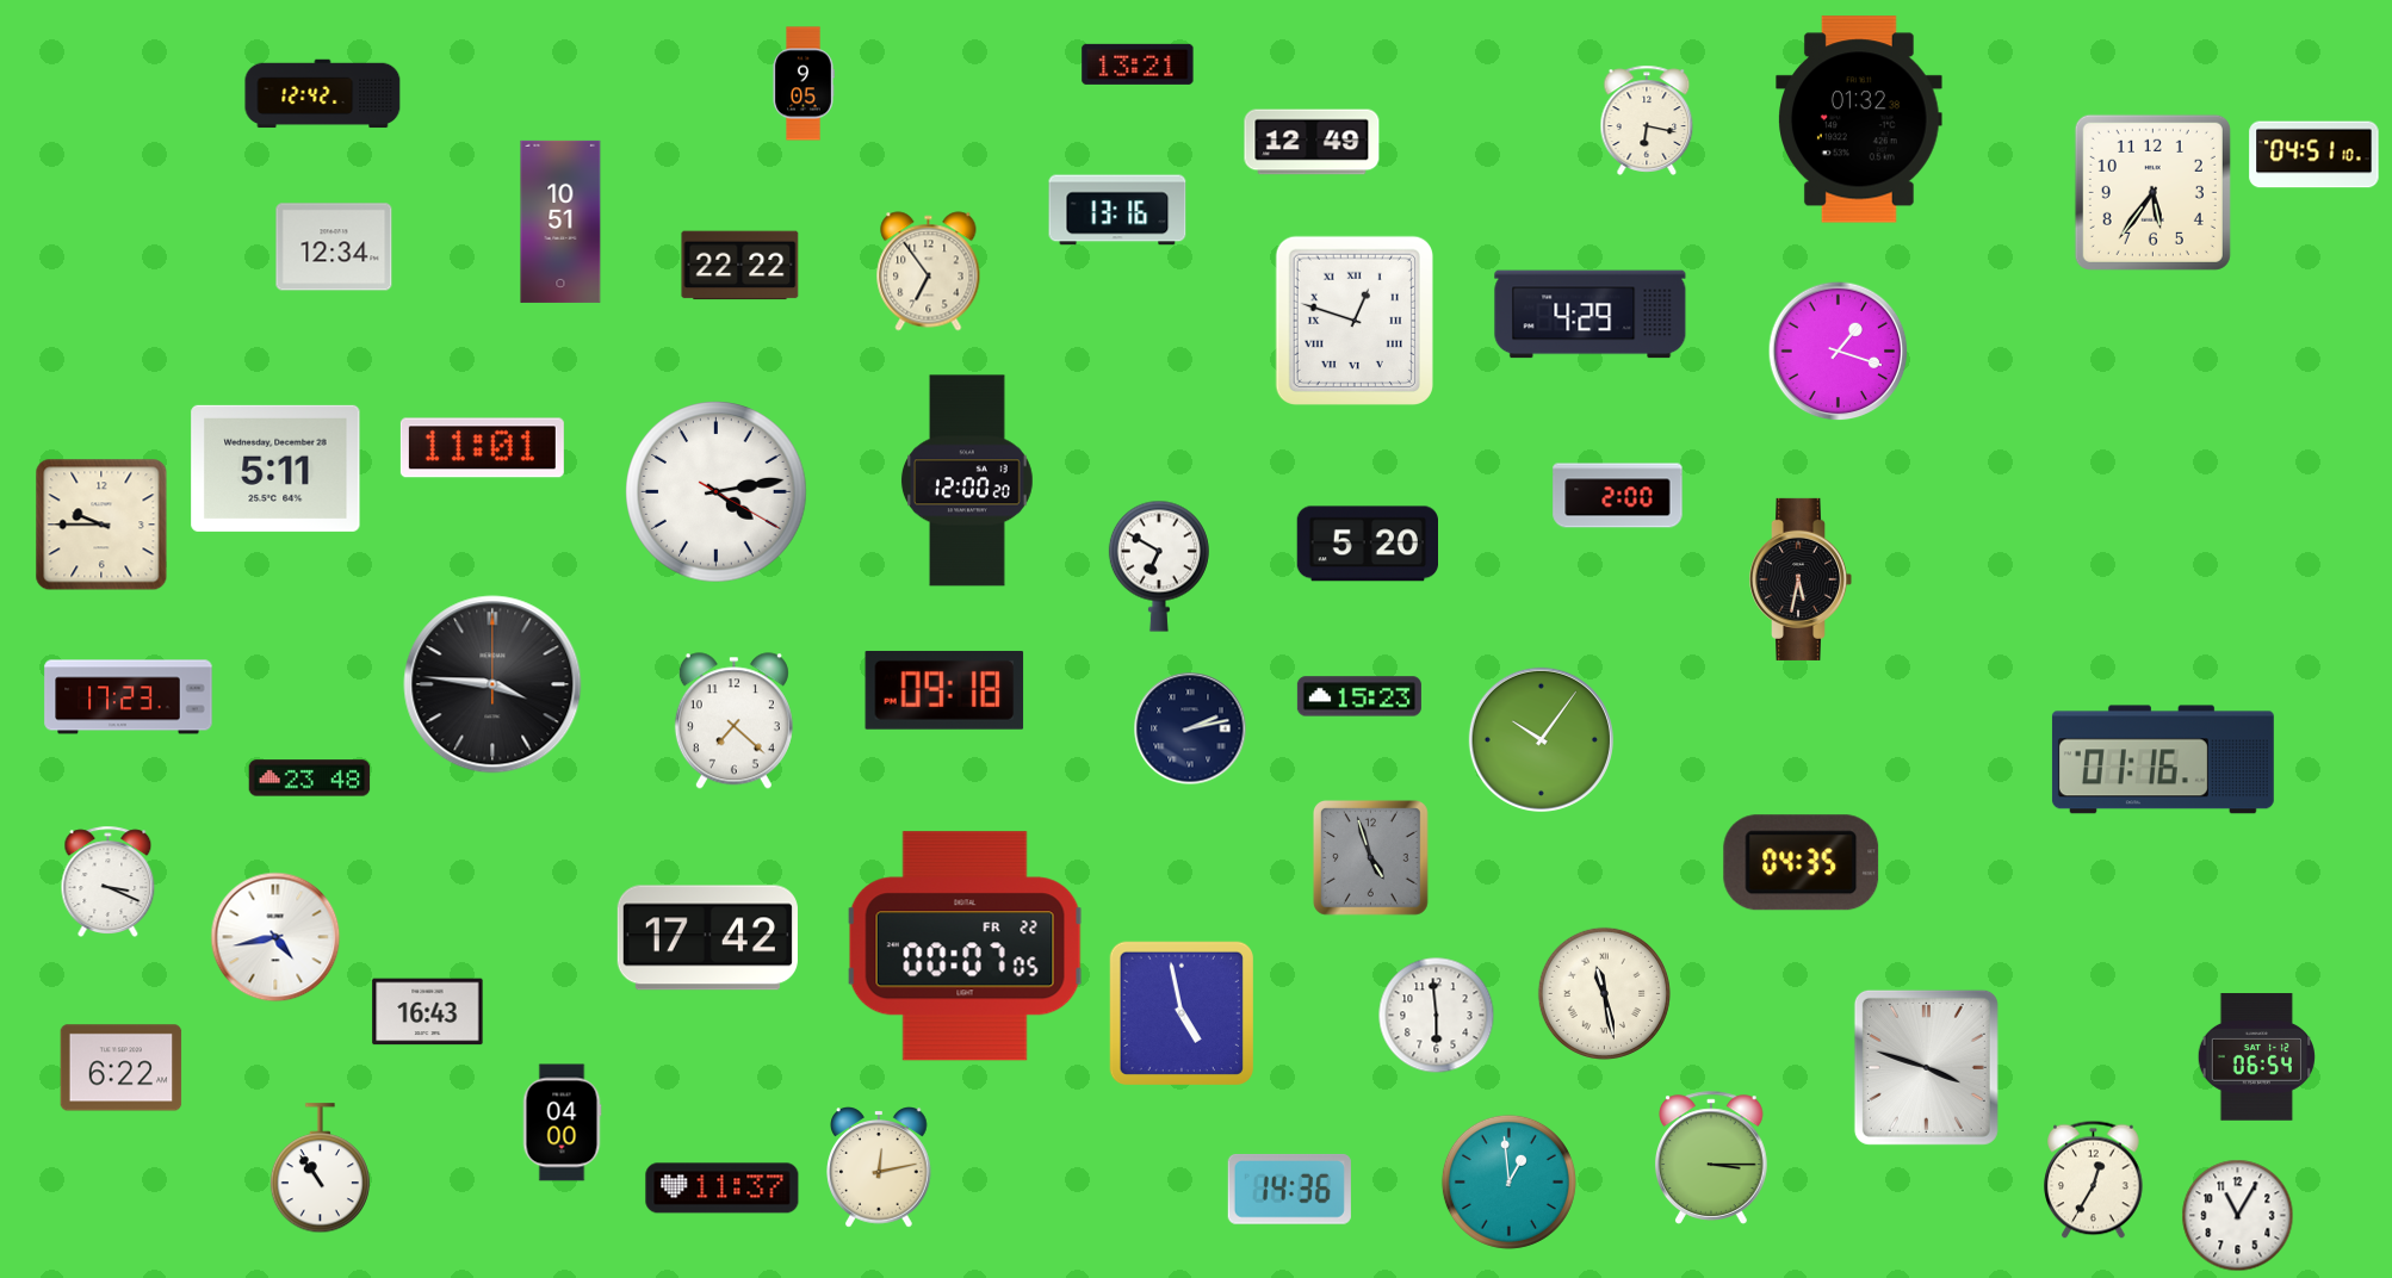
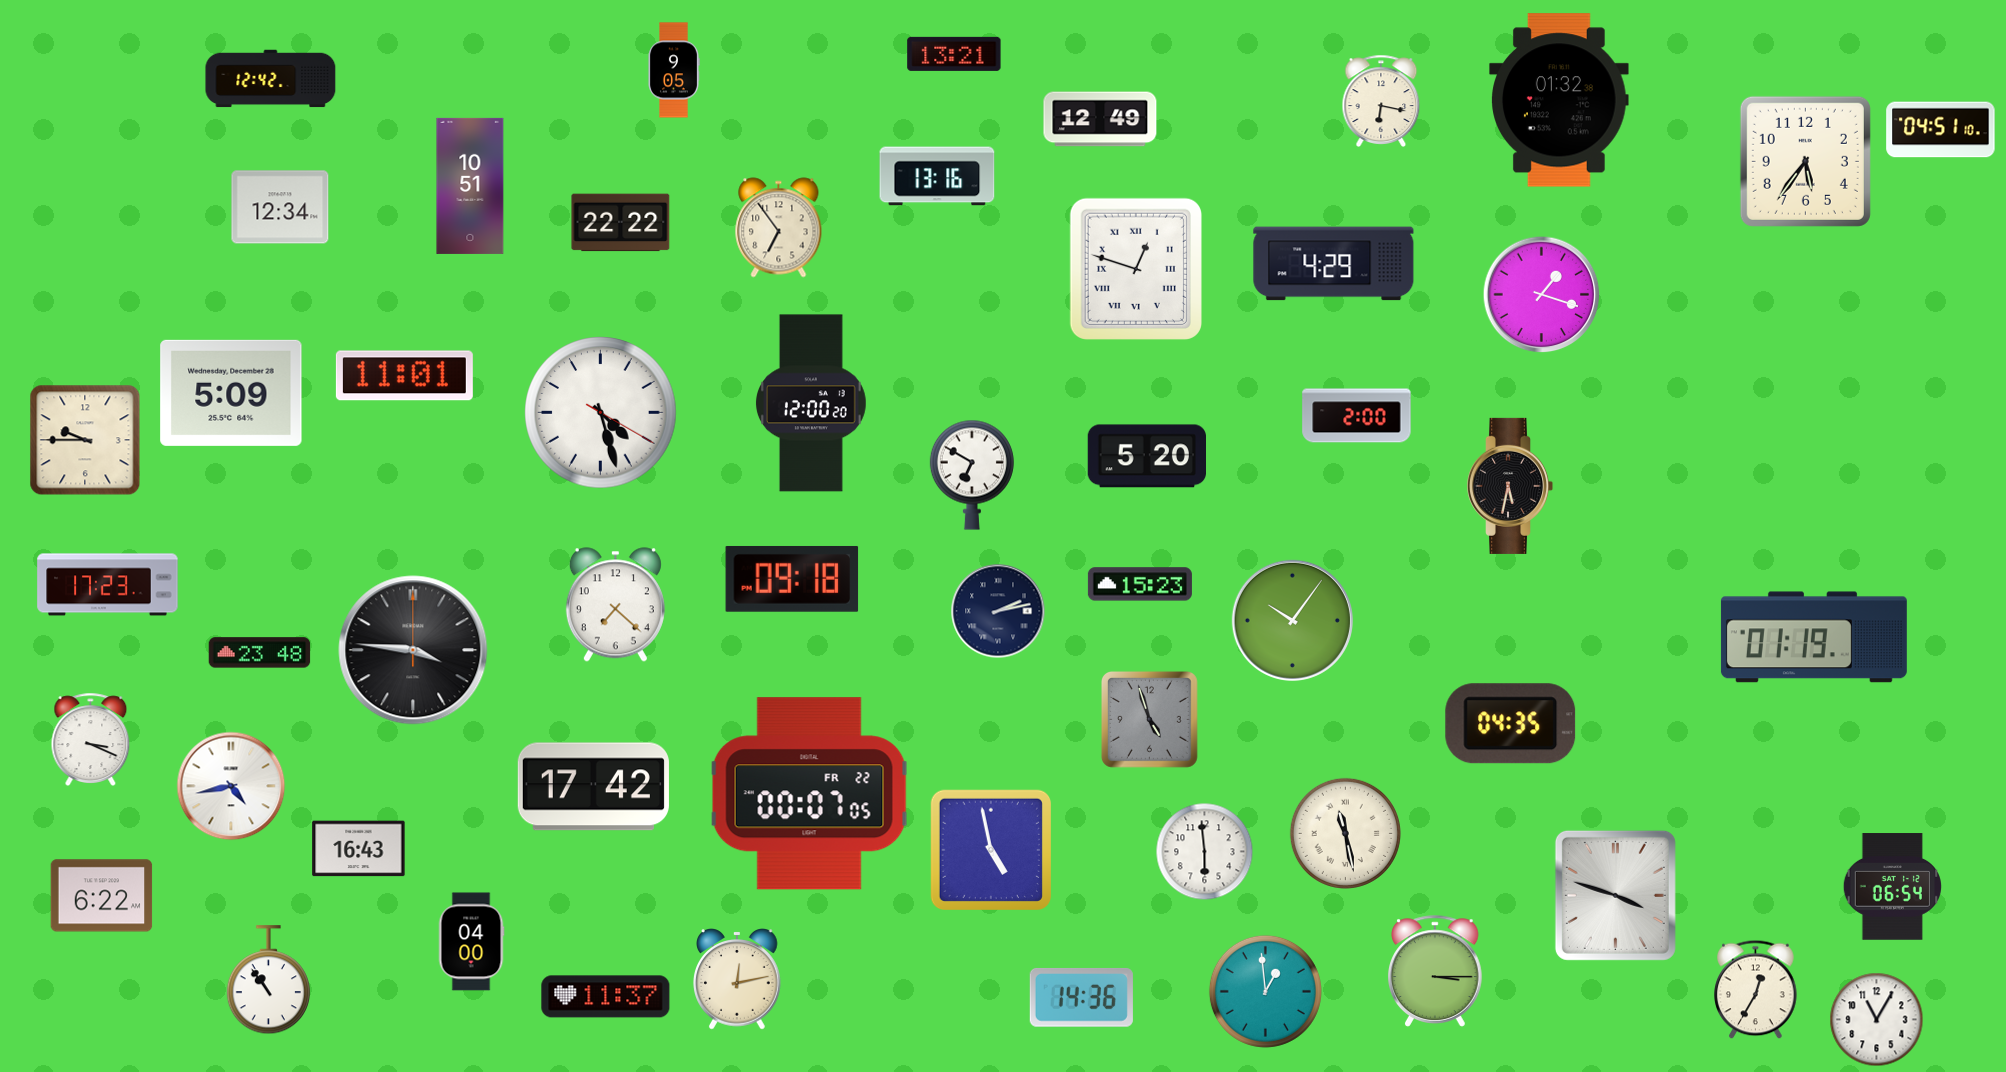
clock at (275, 469): 5:11 -> 5:09
clock at (717, 492): 4:13 -> 4:27
clock at (492, 684) position: (492, 684) -> (413, 650)
clock at (2163, 759): 01:16 -> 01:19
